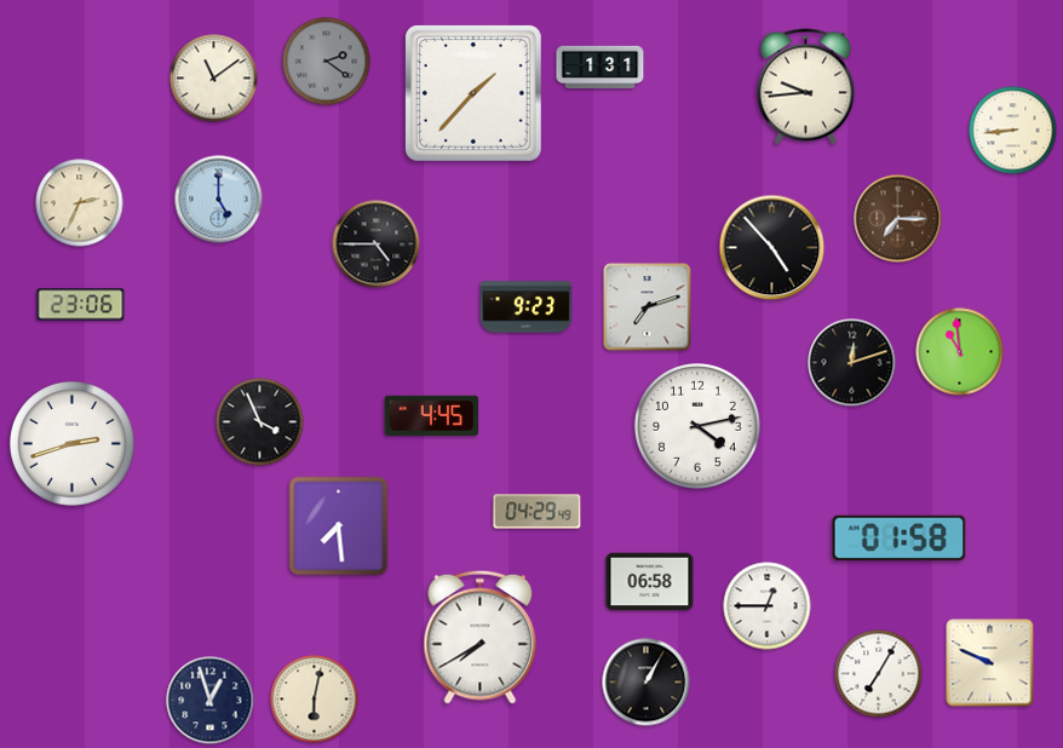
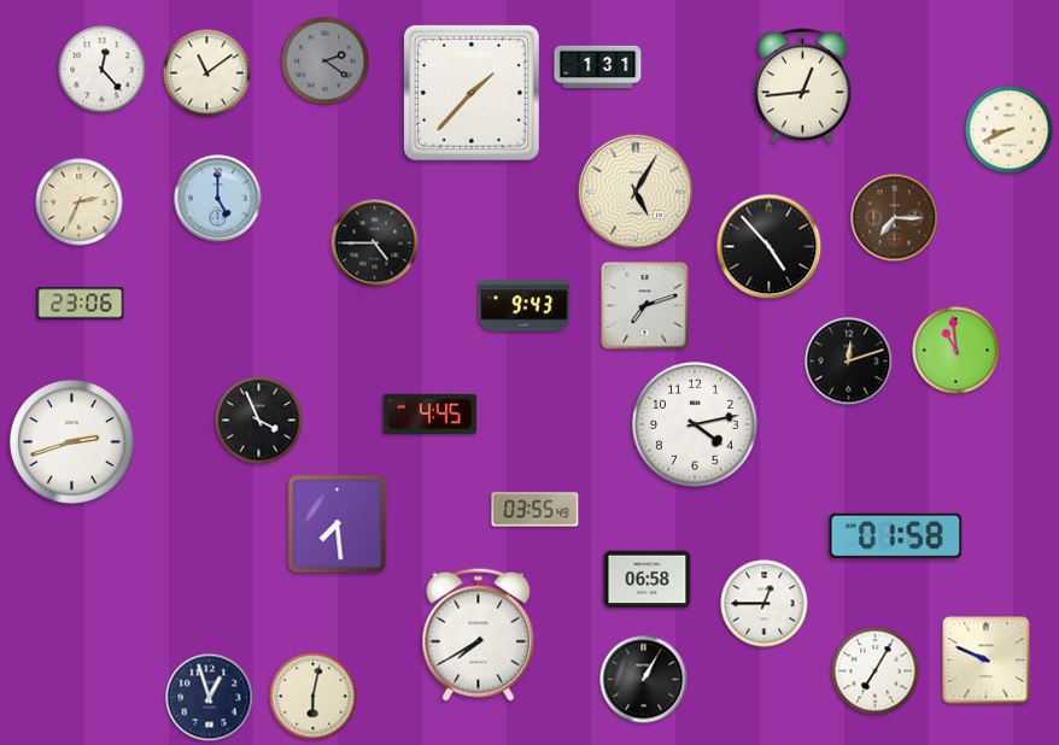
clock at (103, 70): none -> 12:23
clock at (214, 79) position: (214, 79) -> (207, 74)
clock at (805, 87): 9:44 -> 12:44
clock at (1013, 131): 8:44 -> 8:41
clock at (636, 192): none -> 5:05
clock at (527, 307): 9:23 -> 9:43
clock at (538, 512): 04:29 -> 03:55
